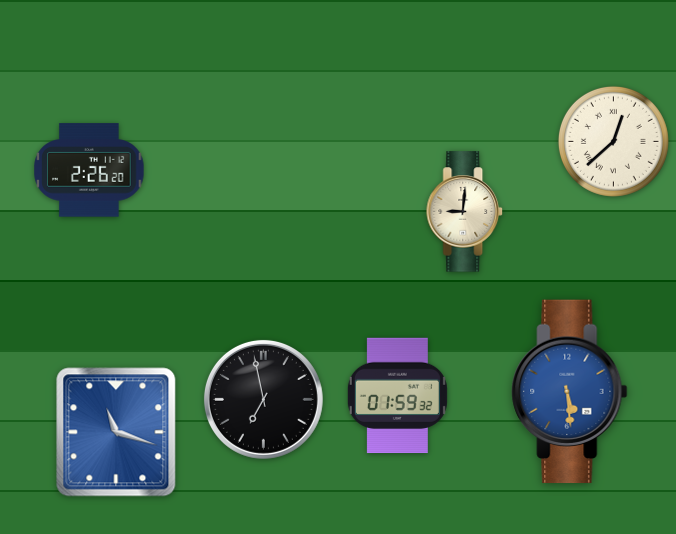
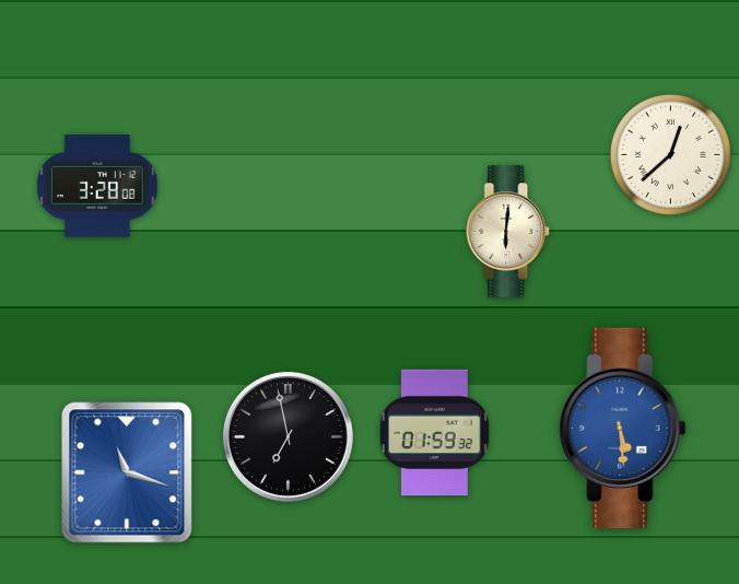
clock at (89, 170): 2:26 -> 3:28
clock at (465, 212): 9:01 -> 6:01
